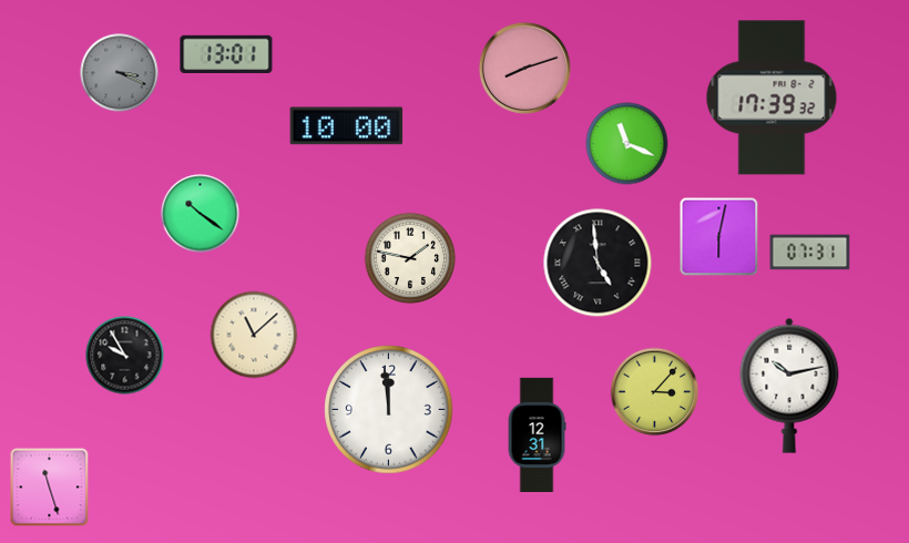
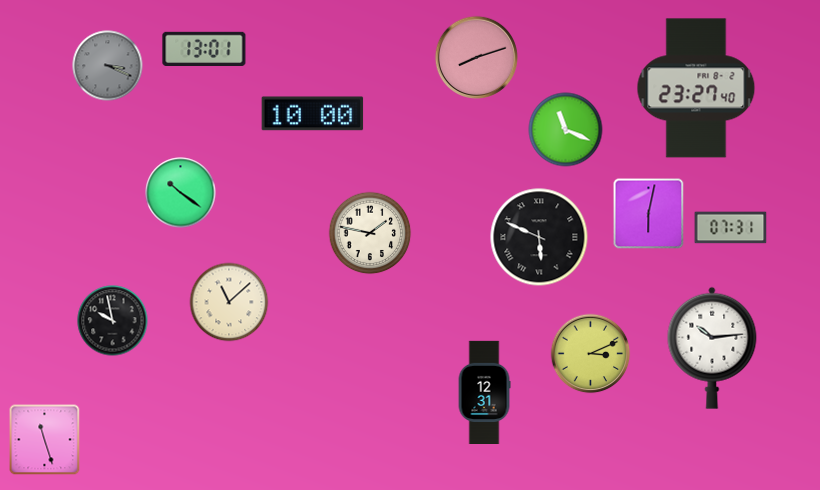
clock at (524, 68) position: (524, 68) -> (476, 57)
clock at (772, 98): 17:39 -> 23:27
clock at (598, 263): 4:59 -> 5:49
clock at (125, 356): 9:55 -> 9:58
clock at (789, 386): 10:13 -> 10:14
clock at (655, 392): 3:07 -> 3:11
clock at (389, 410): 11:59 -> none
